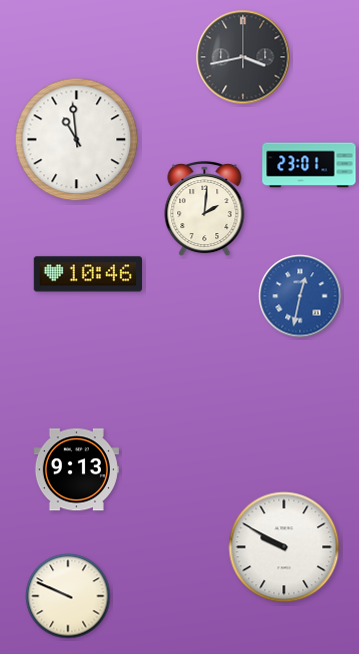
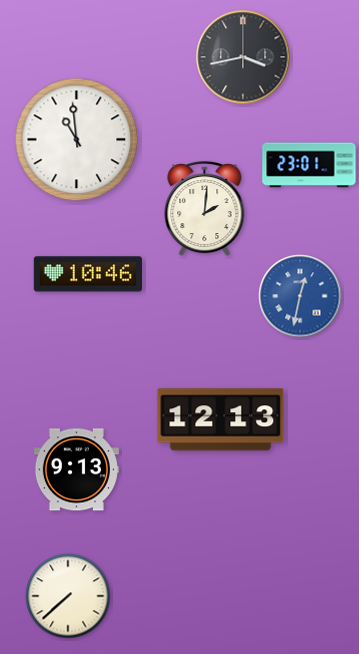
clock at (221, 420): none -> 12:13
clock at (284, 547): 9:50 -> none
clock at (68, 596): 9:49 -> 7:38
